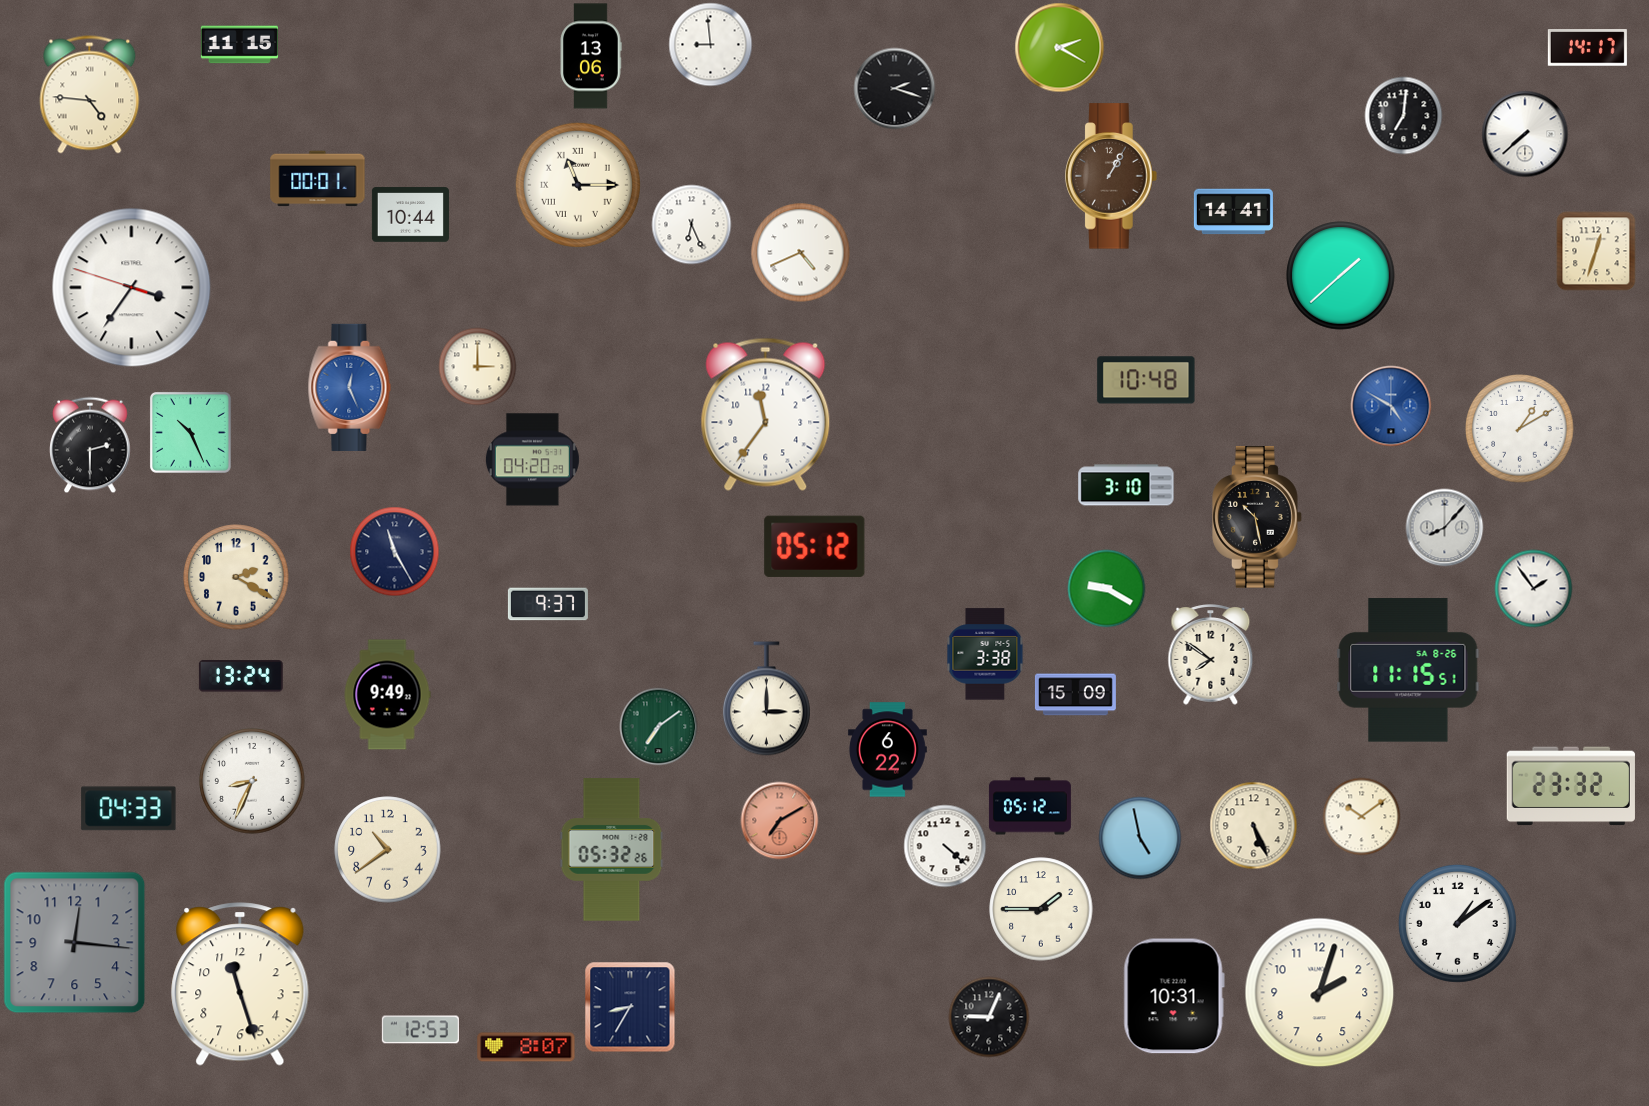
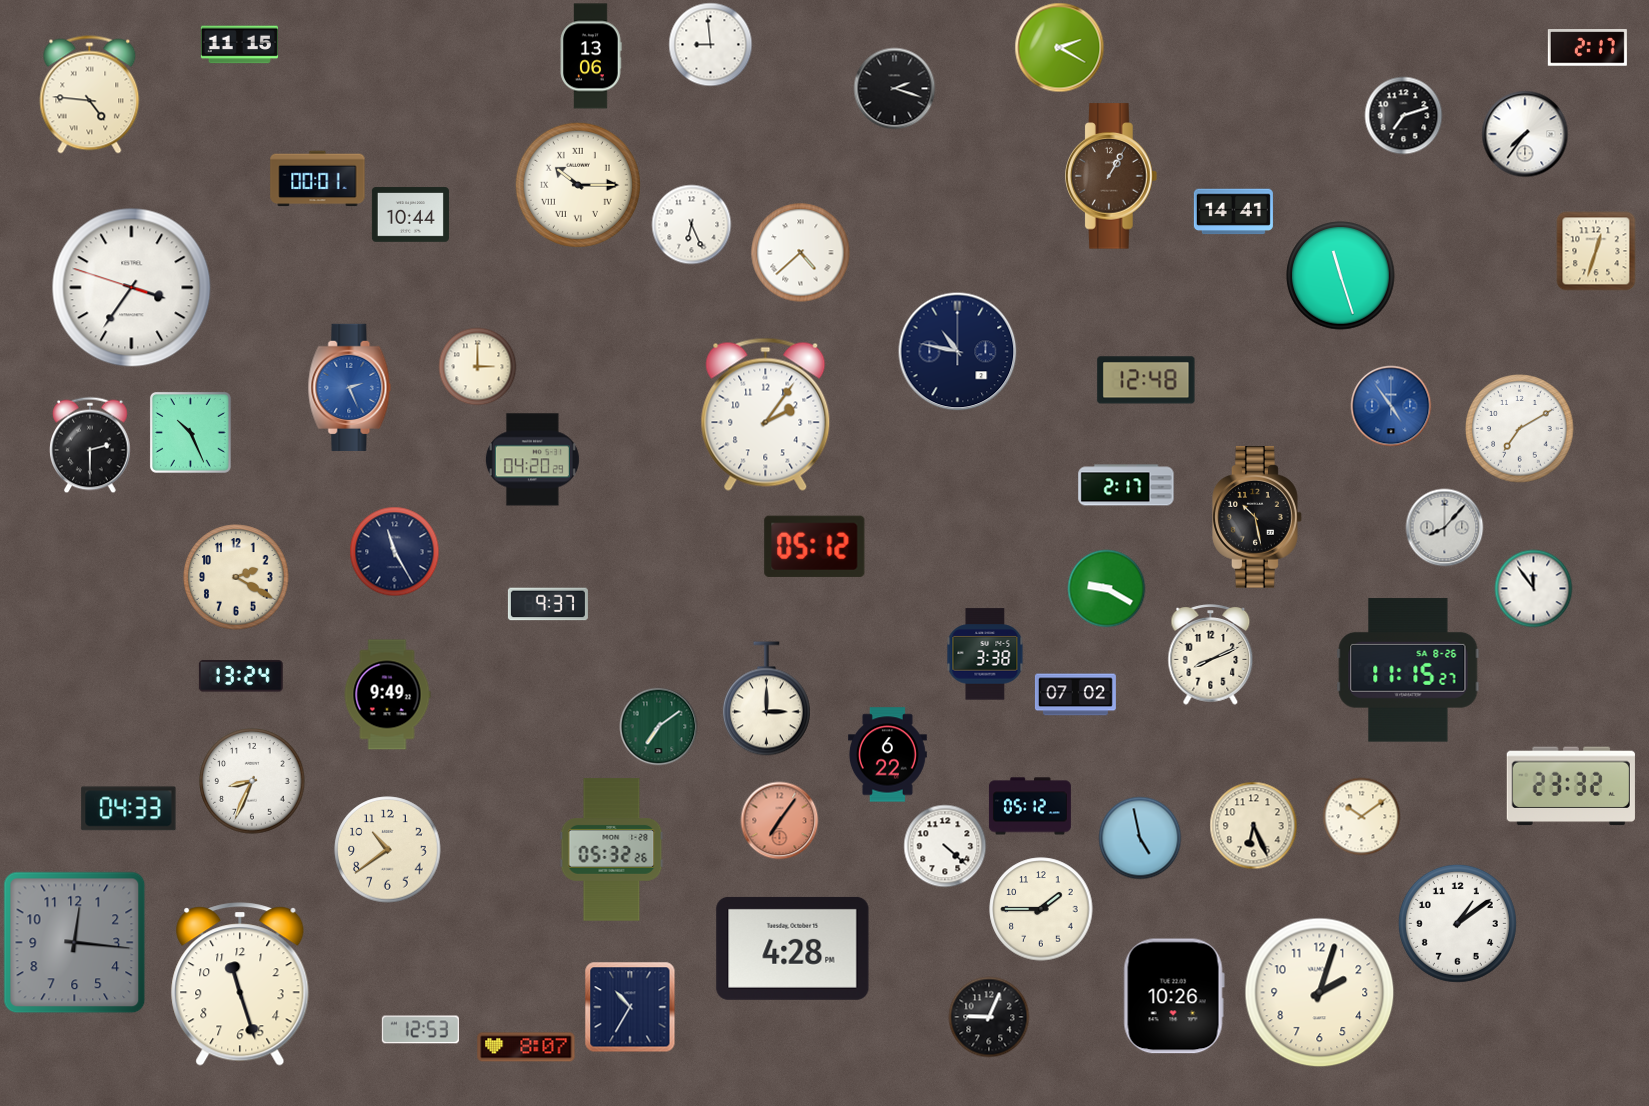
clock at (1587, 48): 14:17 -> 2:17
clock at (1403, 115): 7:01 -> 7:12
clock at (1525, 134): 7:38 -> 7:36
clock at (578, 185): 11:15 -> 10:15
clock at (801, 253): 4:41 -> 4:38
clock at (1341, 276): 1:38 -> 11:27
clock at (958, 352): none -> 10:47
clock at (1146, 380): 10:48 -> 12:48
clock at (350, 387): 12:26 -> 2:26
clock at (1391, 406): 4:50 -> 4:54
clock at (766, 414): 11:36 -> 2:06
clock at (1520, 429): 1:10 -> 7:10
clock at (1126, 485): 3:10 -> 2:17
clock at (1533, 588): 1:54 -> 11:54
clock at (1211, 655): 7:51 -> 8:11
clock at (1408, 670): 11:15:51 -> 11:15:27
clock at (1075, 695): 15:09 -> 07:02
clock at (887, 750) position: (887, 750) -> (887, 755)
clock at (779, 820): 7:10 -> 7:06
clock at (1253, 825): 5:26 -> 6:26
clock at (793, 948): none -> 4:28
clock at (1174, 996): 10:31 -> 10:26
clock at (630, 1007): 8:35 -> 10:35
